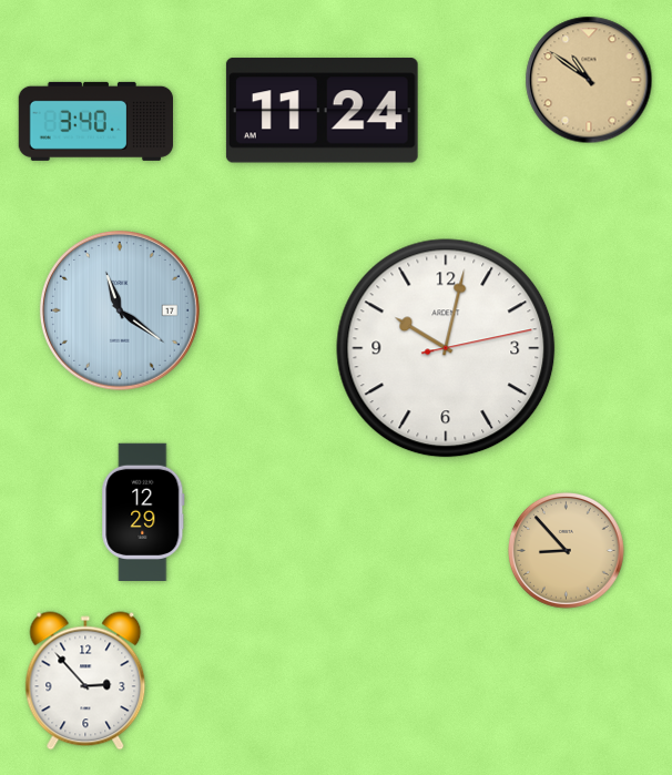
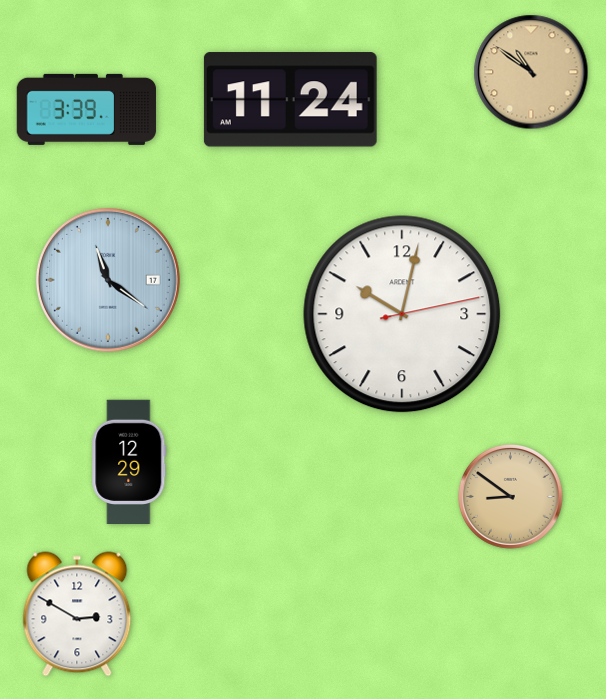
clock at (95, 121): 3:40 -> 3:39
clock at (567, 551): 8:53 -> 8:51
clock at (85, 681): 2:53 -> 2:50
